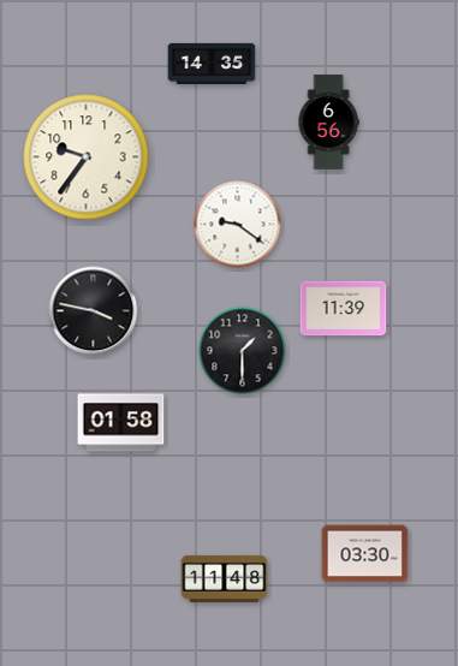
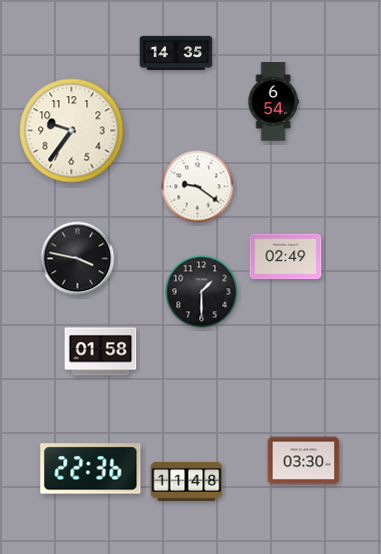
clock at (328, 123): 6:56 -> 6:54
clock at (344, 309): 11:39 -> 02:49
clock at (91, 469): none -> 22:36
